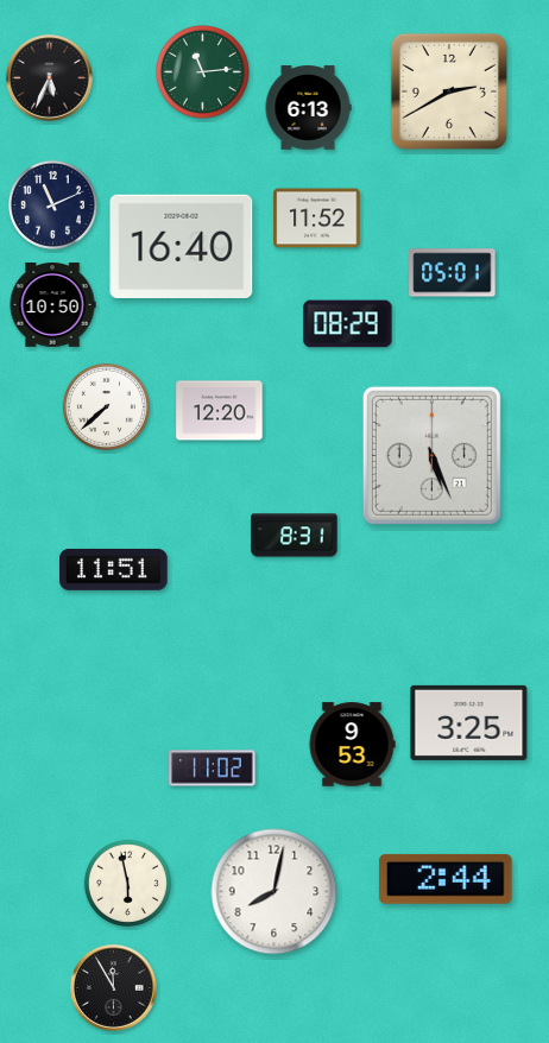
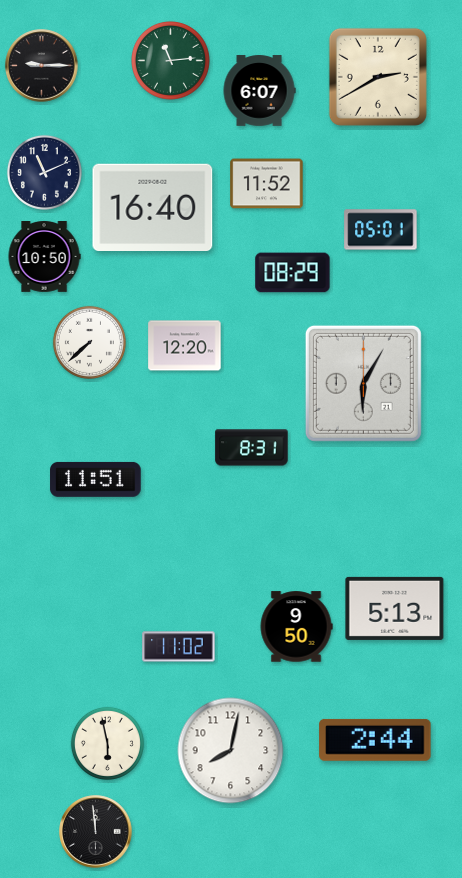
clock at (50, 78): 5:34 -> 9:15
clock at (308, 108): 6:13 -> 6:07
clock at (431, 455): 5:26 -> 6:05
clock at (295, 536) position: (295, 536) -> (252, 448)
clock at (469, 722): 3:25 -> 5:13
clock at (352, 745): 9:53 -> 9:50
clock at (114, 988): 11:55 -> 11:59
